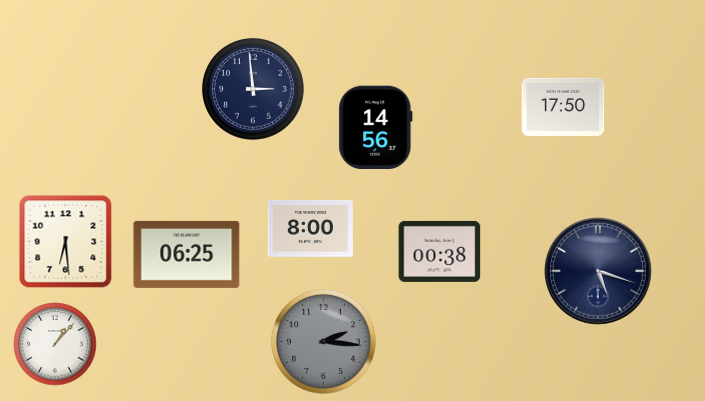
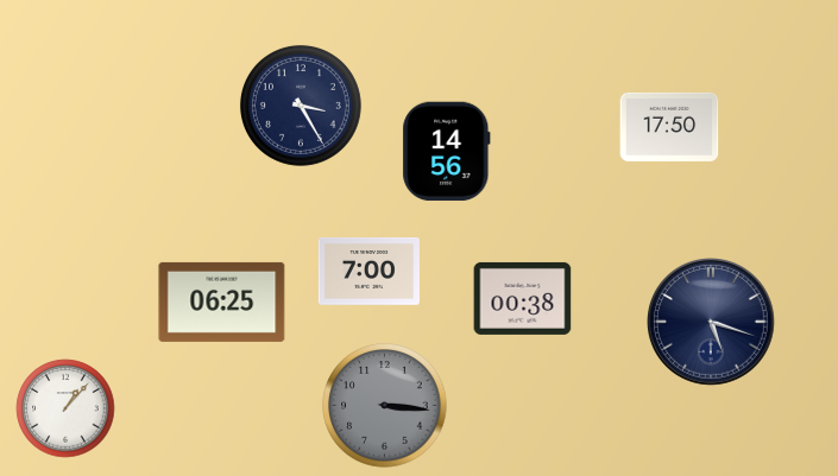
clock at (253, 89): 2:59 -> 3:25
clock at (310, 229): 8:00 -> 7:00
clock at (66, 242): 6:29 -> none
clock at (324, 342): 2:16 -> 3:16
